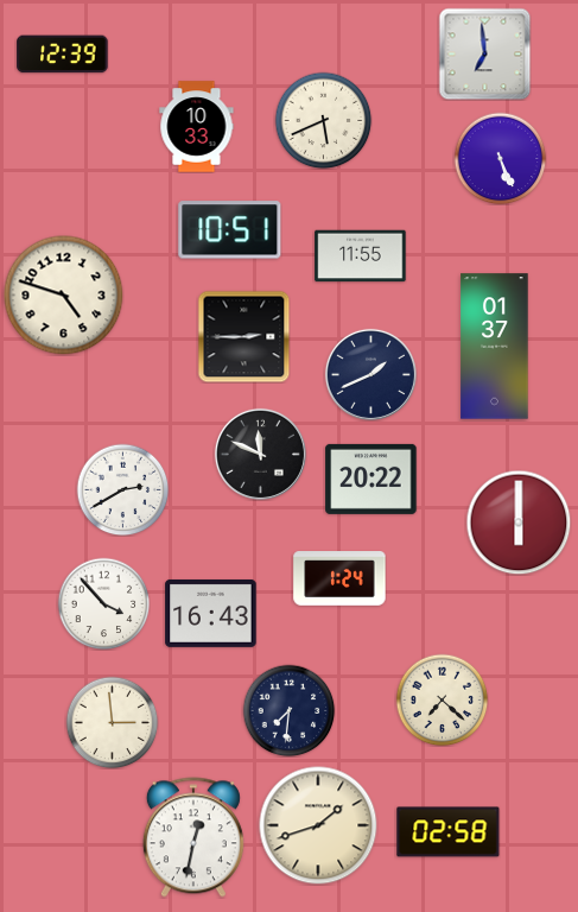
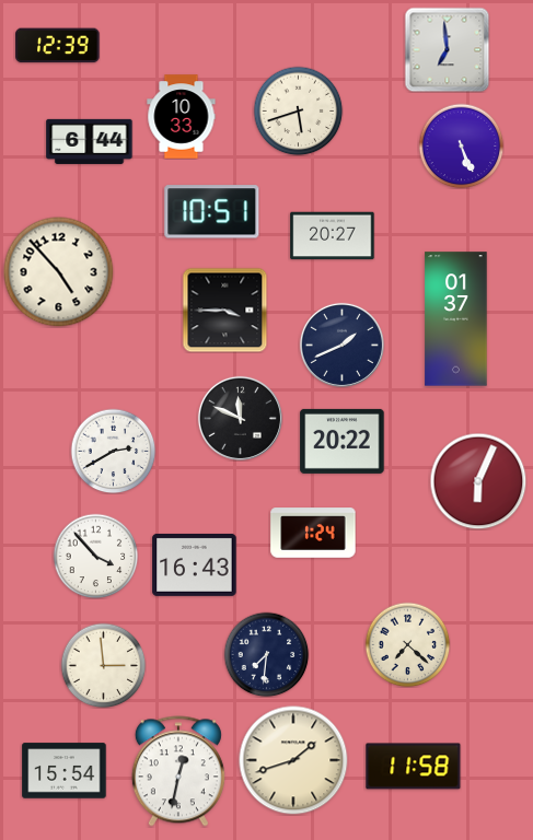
clock at (63, 55) position: (63, 55) -> (58, 46)
clock at (323, 120): 5:41 -> 5:42
clock at (90, 141): none -> 6:44
clock at (361, 256): 11:55 -> 20:27
clock at (64, 296): 4:48 -> 4:53
clock at (243, 336): 2:45 -> 3:45
clock at (519, 522): 6:00 -> 6:04
clock at (449, 832): 02:58 -> 11:58
clock at (65, 771): none -> 15:54
